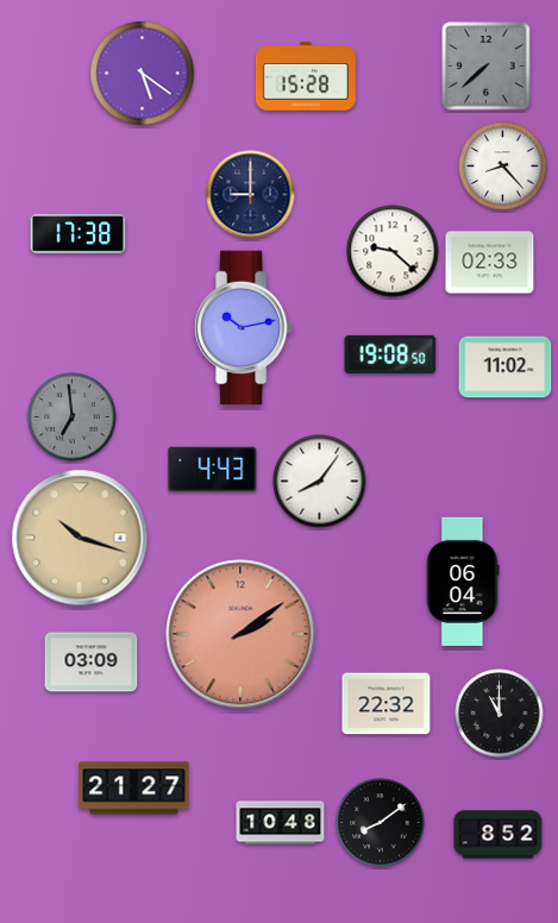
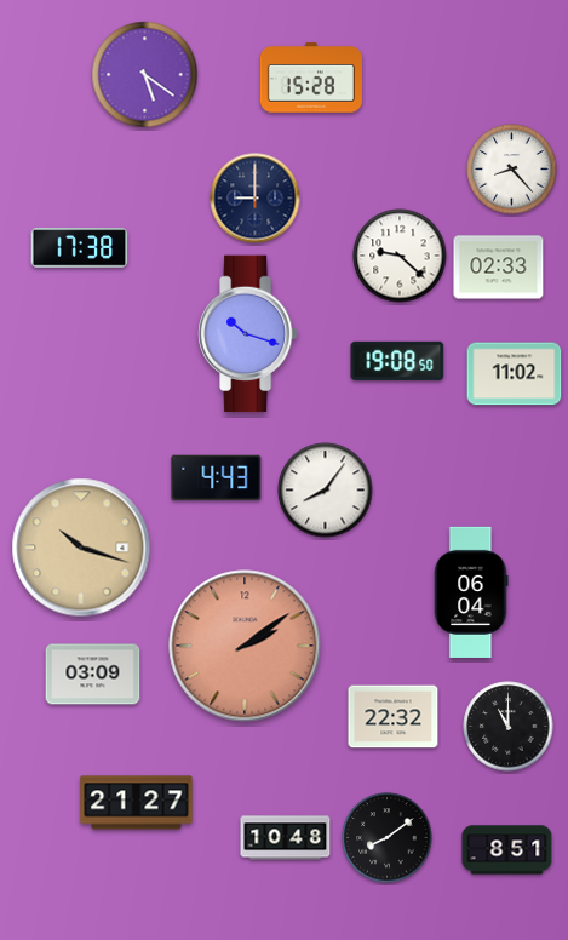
clock at (487, 67): 7:38 -> none
clock at (79, 234) position: (79, 234) -> (80, 248)
clock at (244, 328): 10:13 -> 10:18
clock at (73, 417): 6:59 -> none
clock at (499, 835): 8:52 -> 8:51
